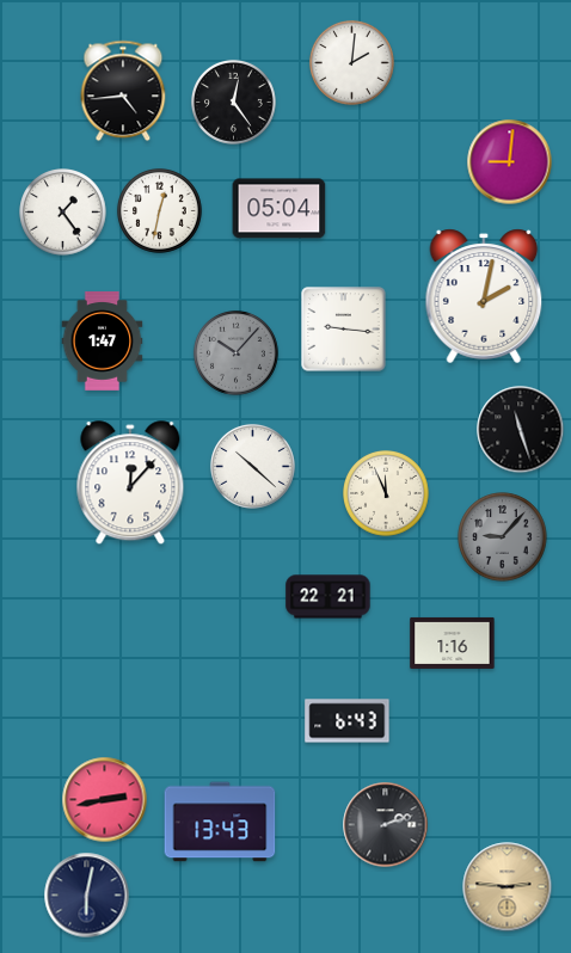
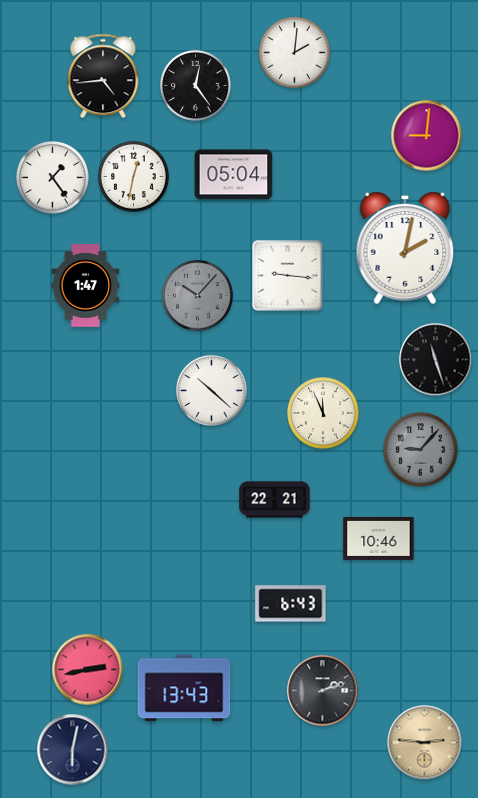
clock at (130, 484): 12:07 -> none
clock at (453, 642): 1:16 -> 10:46
